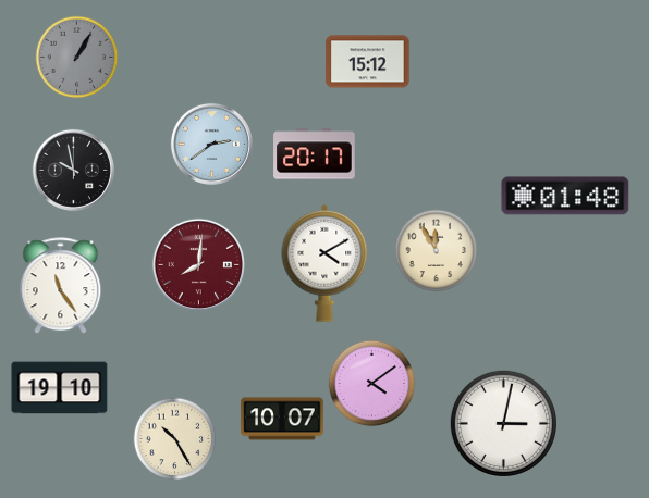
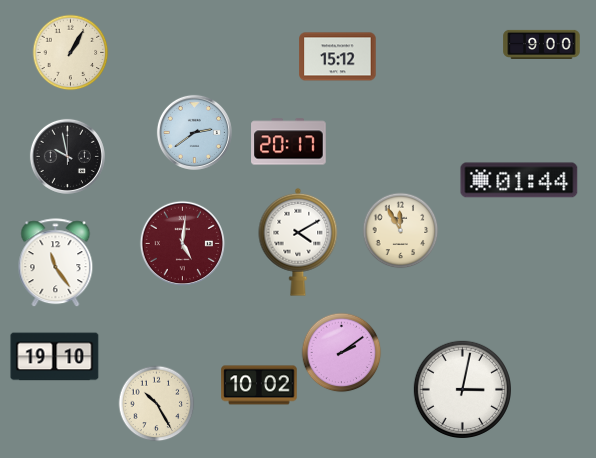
clock at (542, 44): none -> 9:00
clock at (77, 58) dial: grey -> cream
clock at (565, 196): 01:48 -> 01:44
clock at (198, 264): 8:01 -> 5:01
clock at (372, 384): 4:09 -> 2:09
clock at (282, 419): 10:07 -> 10:02
clock at (175, 439) position: (175, 439) -> (157, 404)
